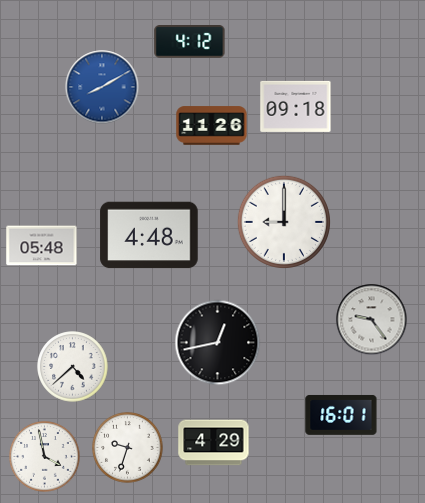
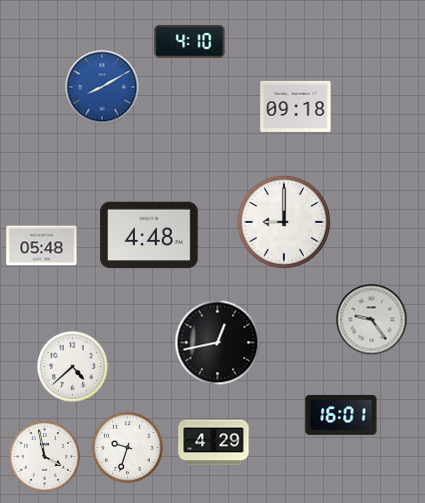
clock at (190, 42): 4:12 -> 4:10
clock at (212, 126): 11:26 -> none
